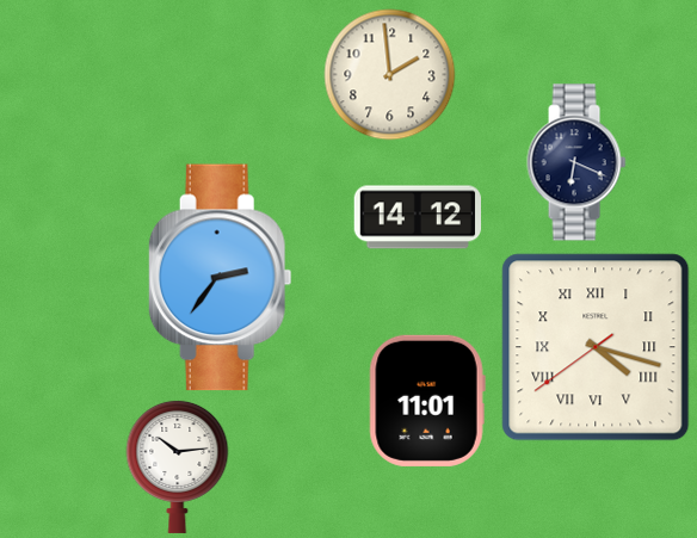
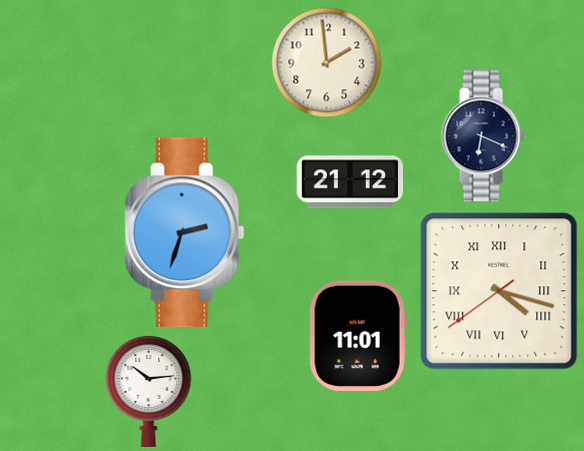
clock at (417, 217): 14:12 -> 21:12
clock at (220, 278): 2:36 -> 2:33
